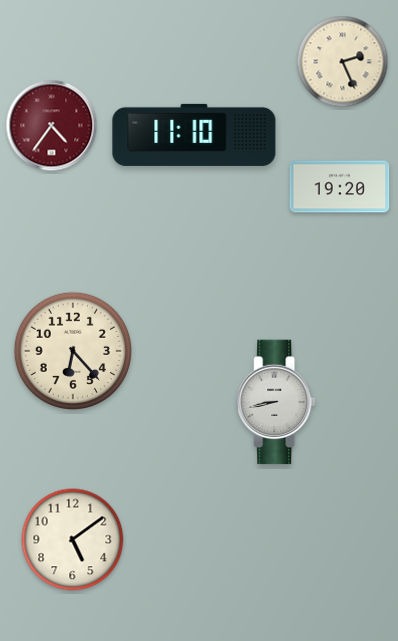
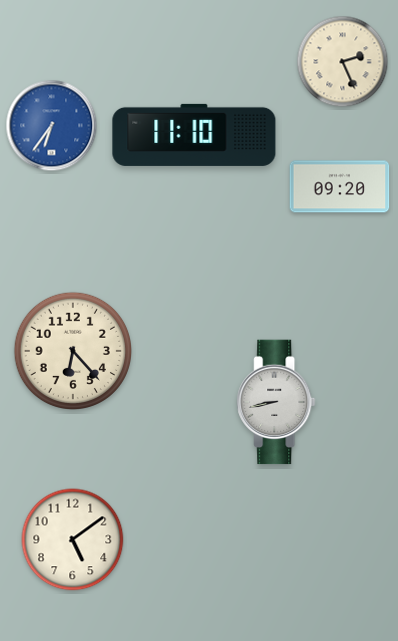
clock at (52, 126): 4:36 -> 6:36
clock at (52, 126) dial: burgundy -> blue
clock at (340, 187): 19:20 -> 09:20
